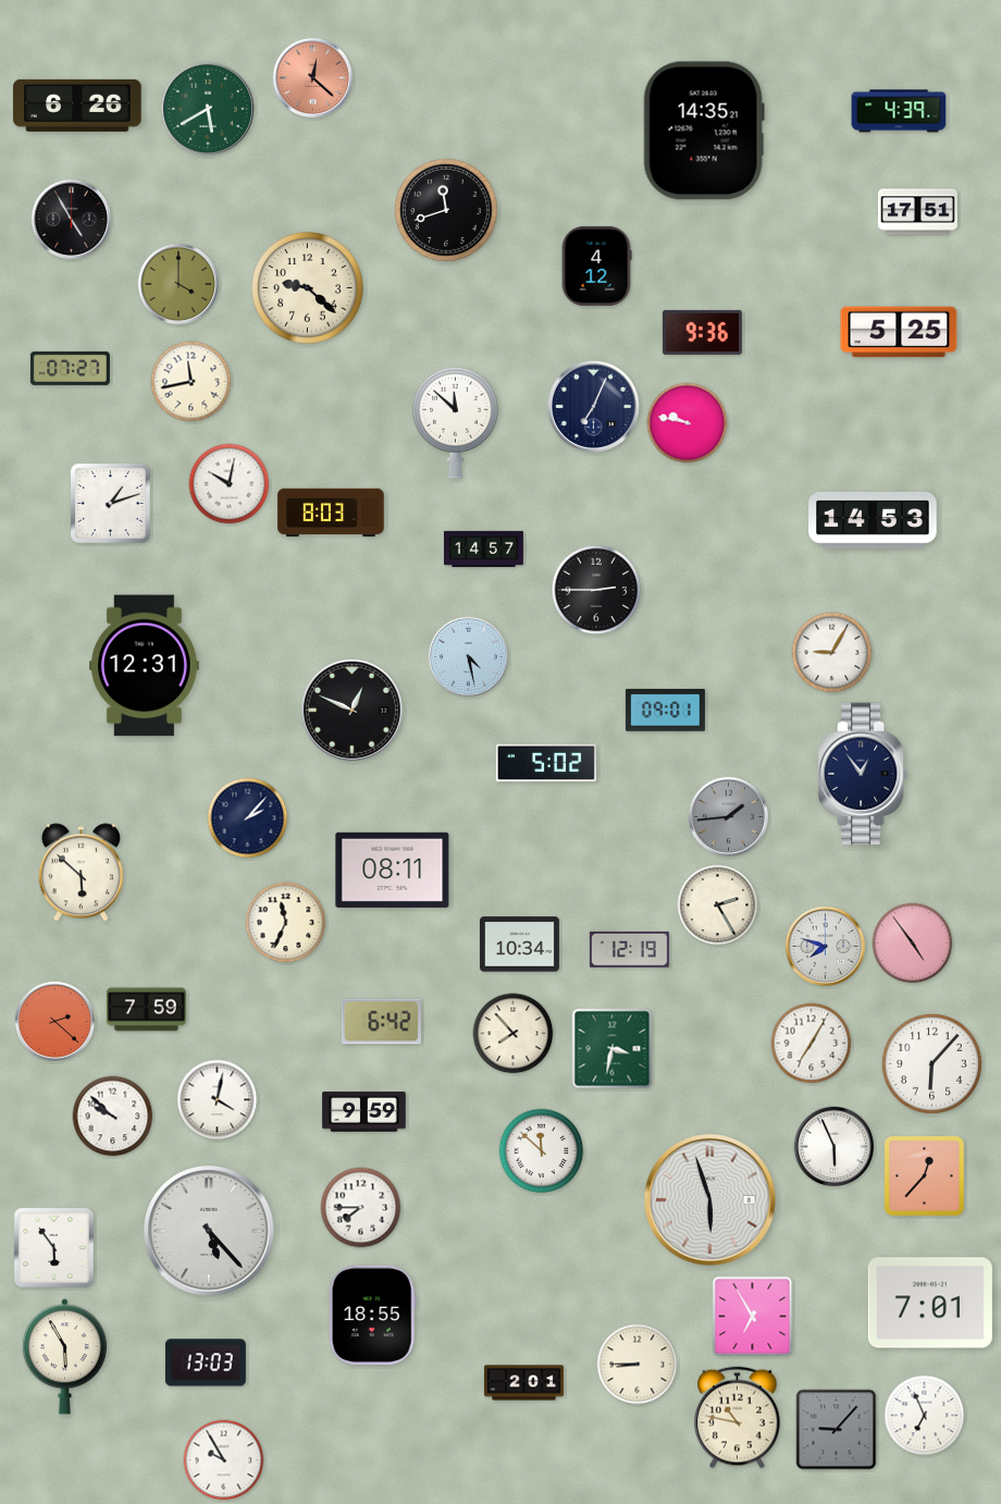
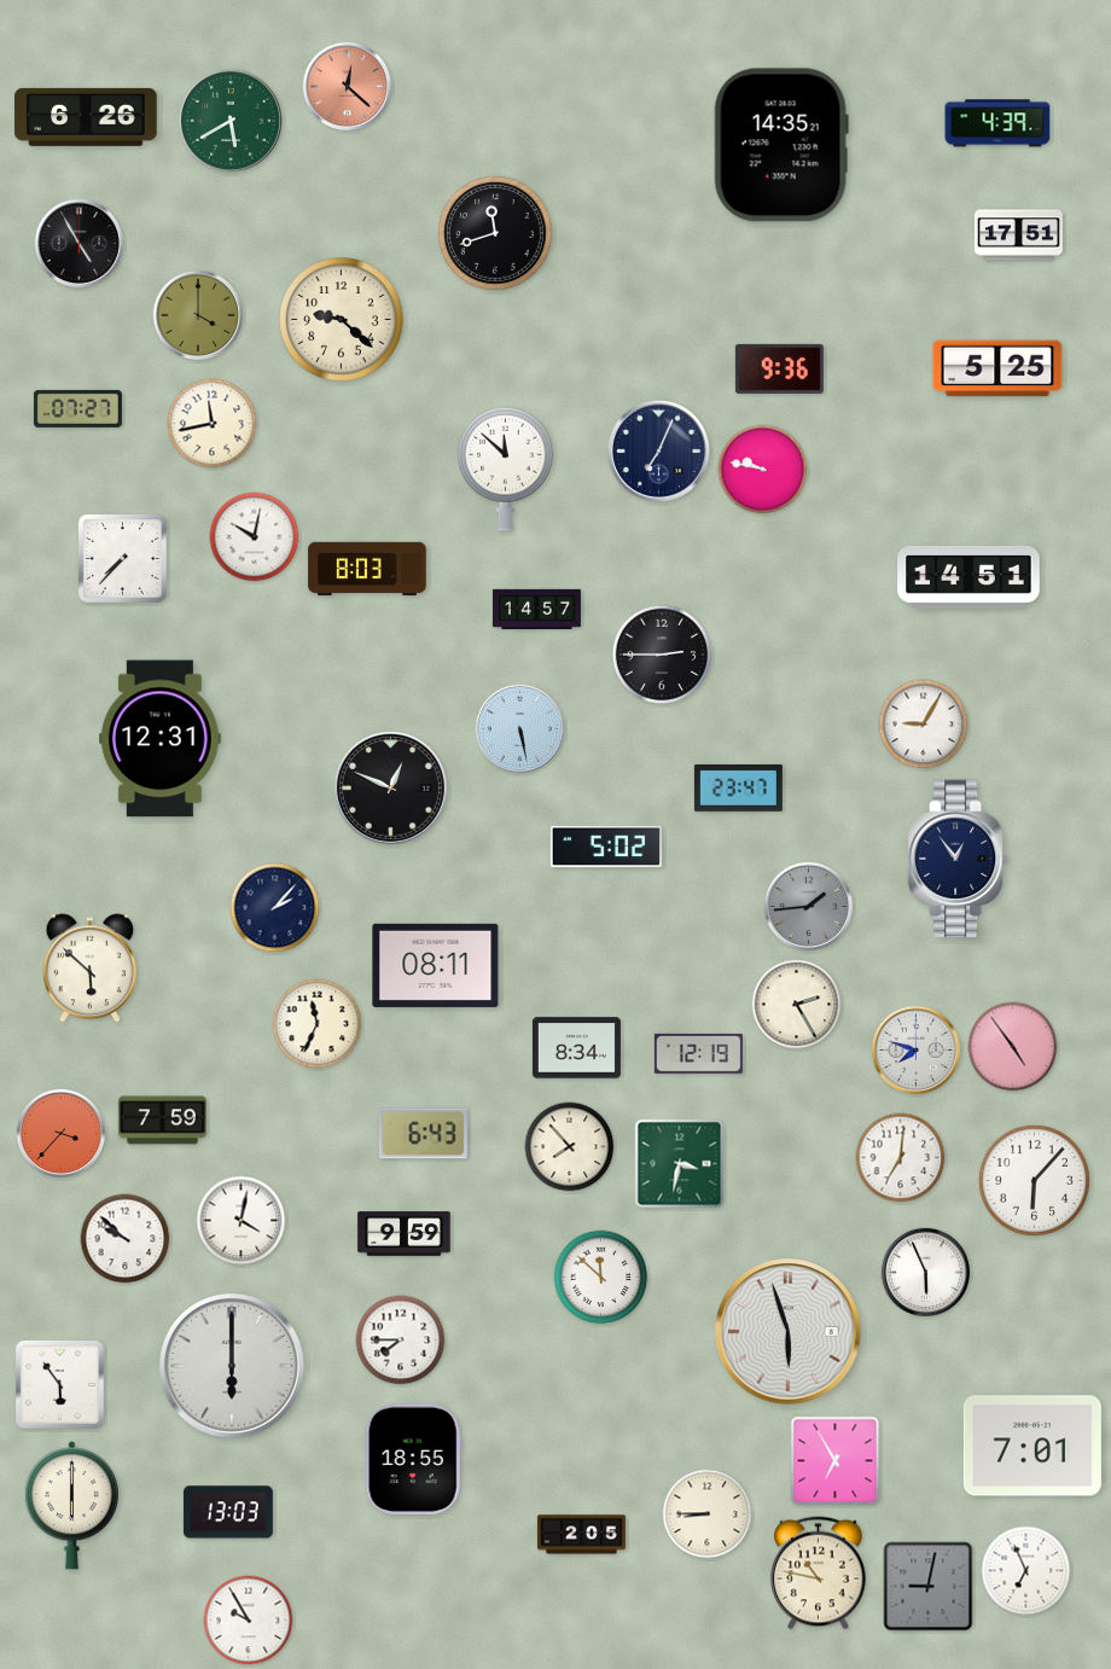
clock at (596, 266): 4:12 -> none
clock at (110, 503): 1:12 -> 7:37
clock at (873, 520): 14:53 -> 14:51
clock at (468, 656): 4:28 -> 5:28
clock at (665, 710): 09:01 -> 23:47
clock at (519, 945): 10:34 -> 8:34
clock at (54, 1021): 2:22 -> 3:37
clock at (381, 1022): 6:42 -> 6:43
clock at (812, 1044): 7:05 -> 7:01
clock at (924, 1175): 12:37 -> none
clock at (209, 1231): 5:23 -> 6:00
clock at (64, 1357): 5:55 -> 6:00
clock at (523, 1383): 2:01 -> 2:05
clock at (837, 1430): 9:07 -> 9:02
